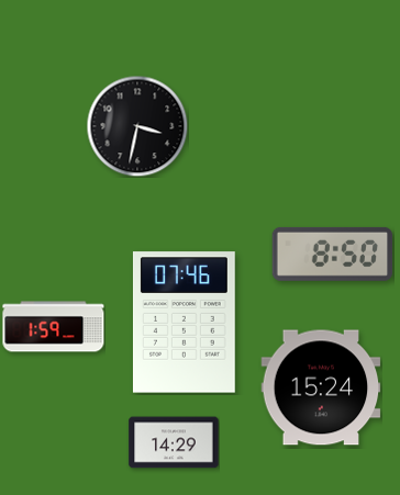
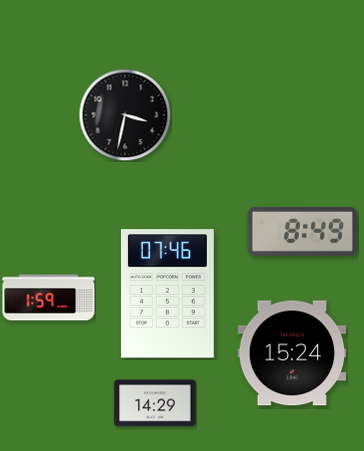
clock at (333, 254): 8:50 -> 8:49
clock at (174, 442) position: (174, 442) -> (155, 403)
